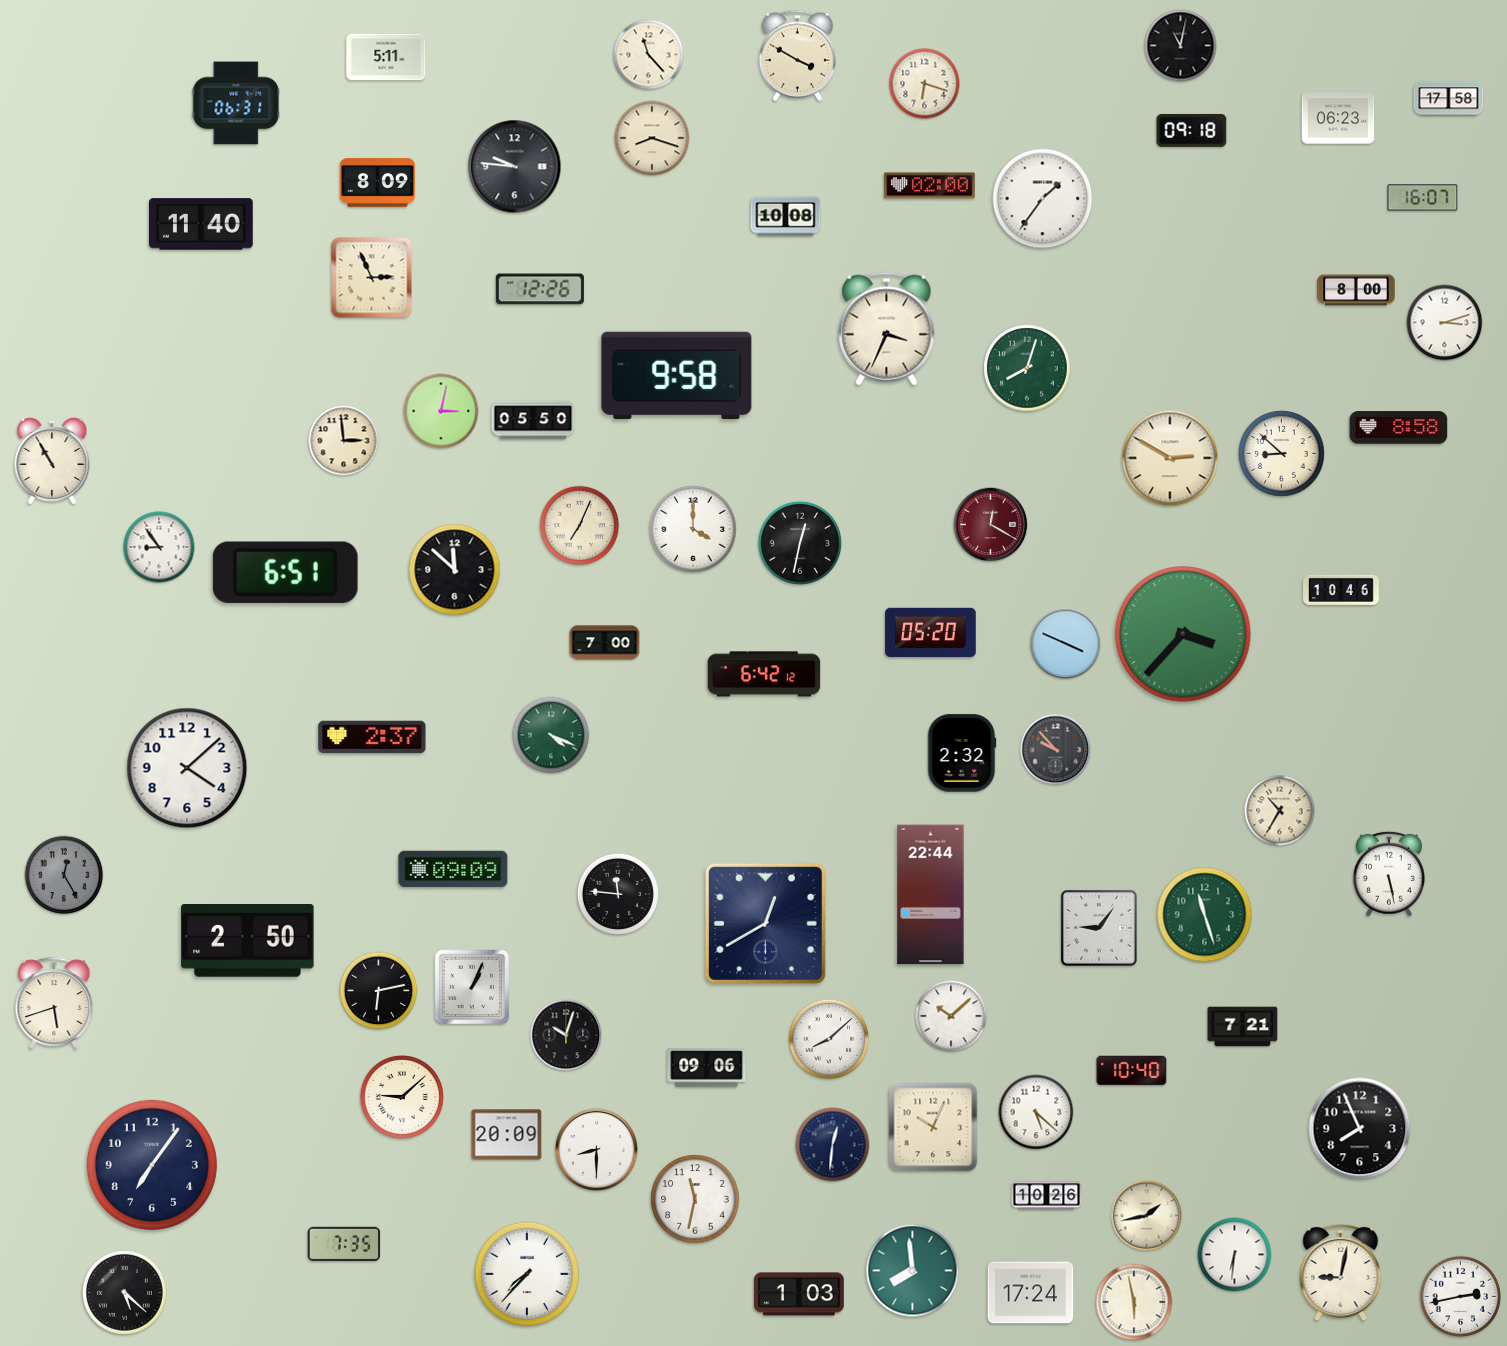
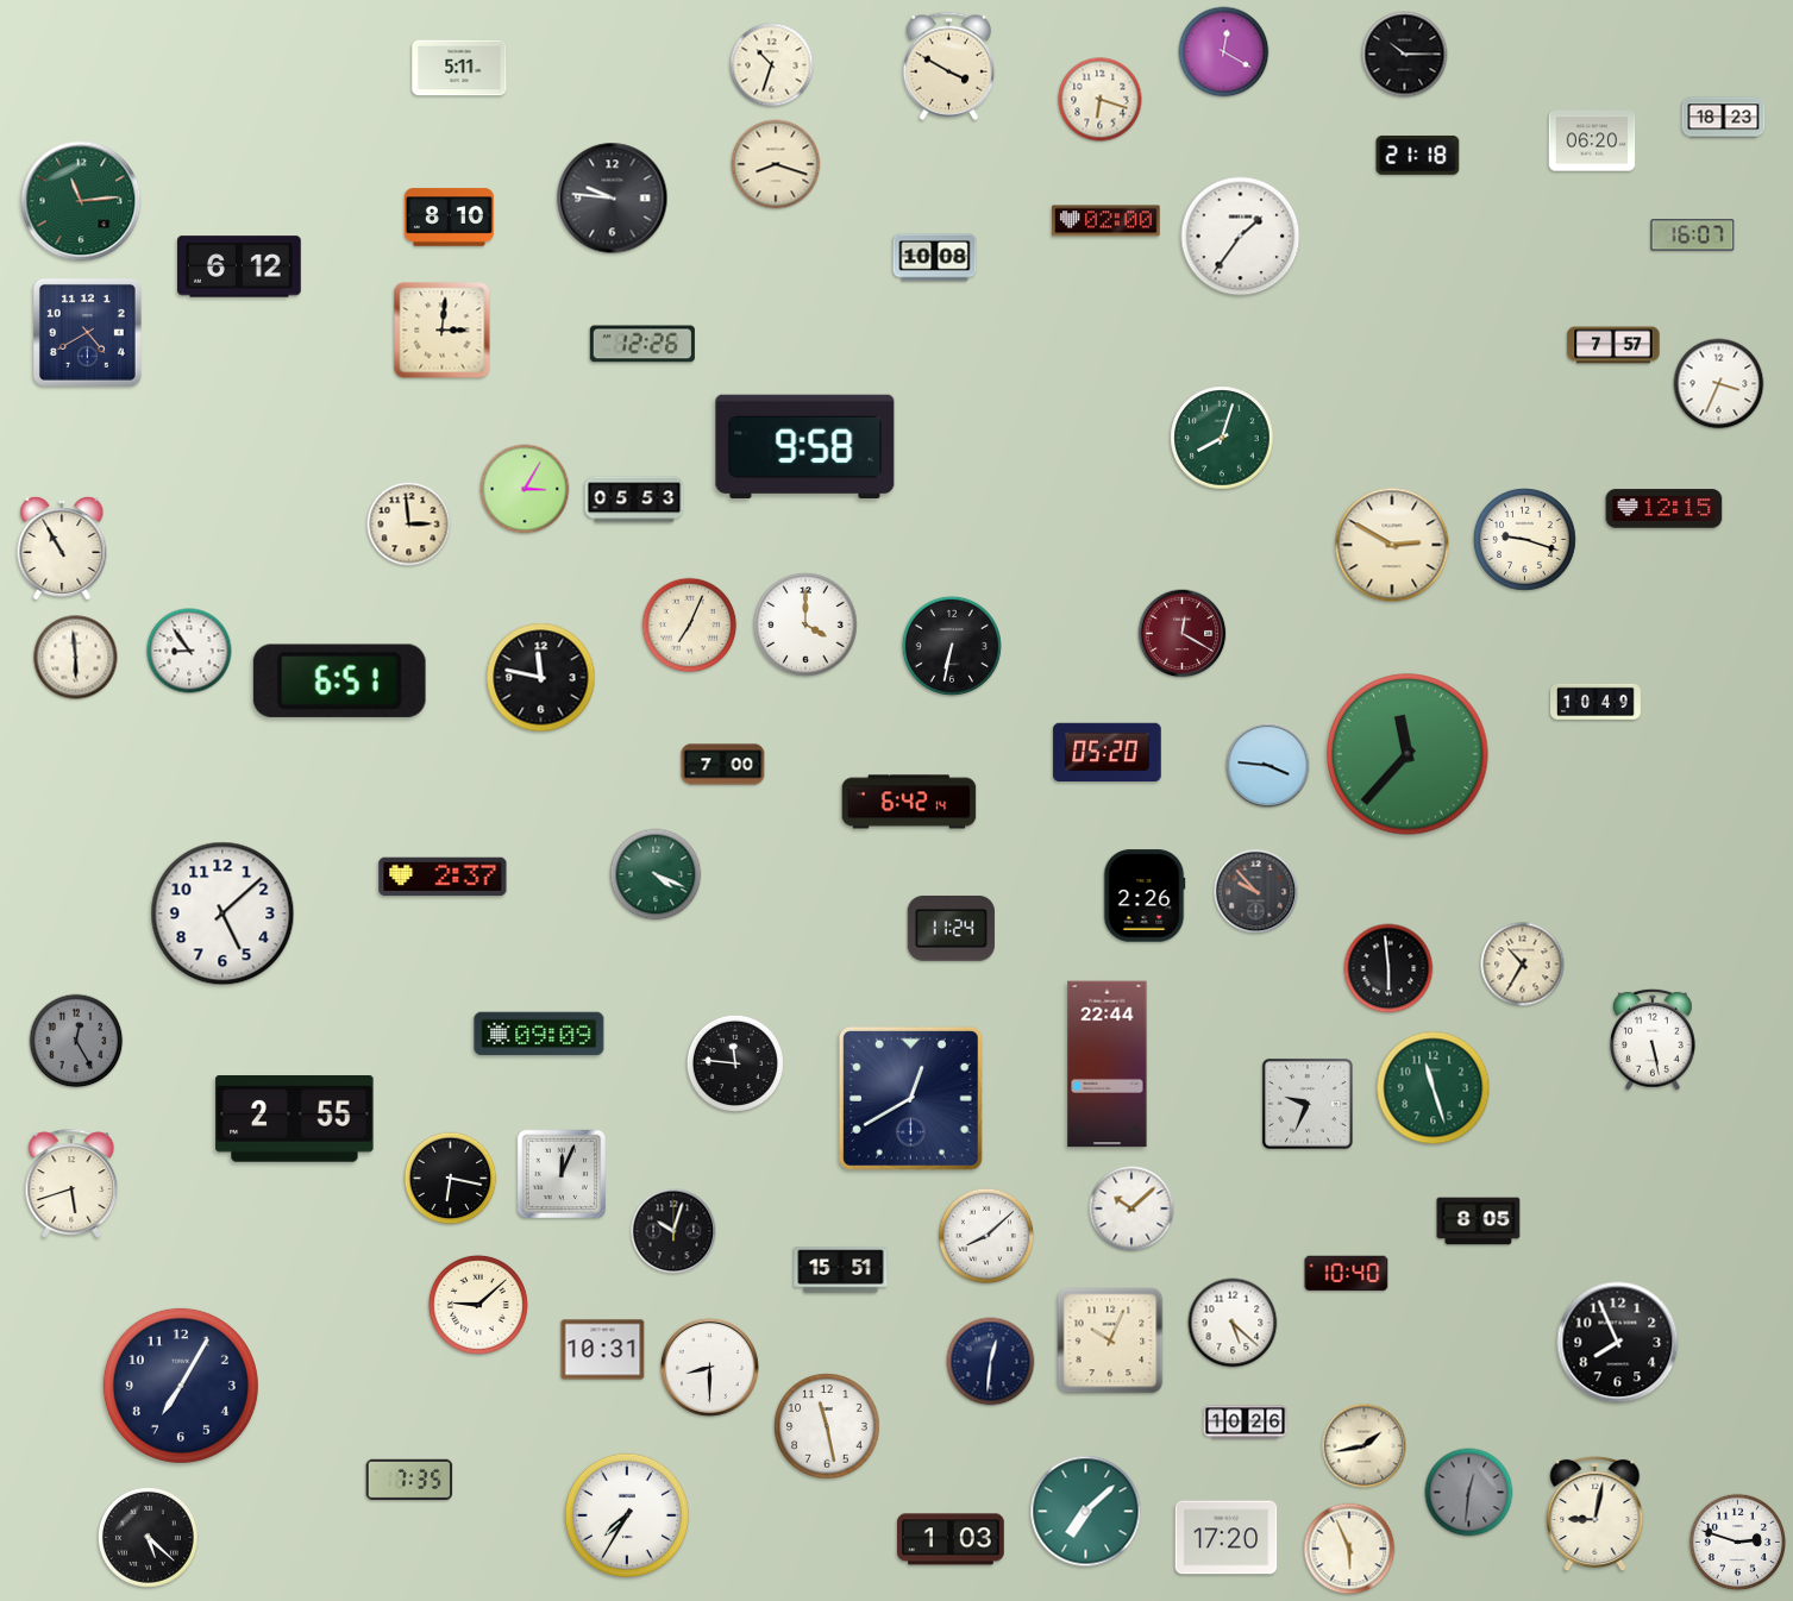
clock at (1224, 52): none -> 12:20
clock at (1181, 46): 11:02 -> 10:15
clock at (649, 55): 11:23 -> 10:33
clock at (1449, 99): 17:58 -> 18:23
clock at (236, 103): 06:31 -> none
clock at (1338, 118): 06:23 -> 06:20
clock at (1192, 130): 09:18 -> 21:18
clock at (81, 201): none -> 11:14
clock at (377, 183): 8:09 -> 8:10
clock at (201, 224): 11:40 -> 6:12
clock at (372, 278): 2:56 -> 3:01
clock at (87, 332): none -> 4:40
clock at (1356, 290): 8:00 -> 7:57
clock at (1445, 323): 3:12 -> 3:34
clock at (887, 329): 3:34 -> none
clock at (441, 411): 3:02 -> 3:05
clock at (533, 420): 05:50 -> 05:53
clock at (1399, 428): 8:58 -> 12:15
clock at (1282, 454): 8:52 -> 9:18
clock at (991, 525) position: (991, 525) -> (1183, 634)
clock at (693, 529) position: (693, 529) -> (805, 624)
clock at (800, 543): 12:32 -> 6:32
clock at (76, 658): none -> 5:59
clock at (455, 570): 11:52 -> 11:47
clock at (1342, 590): 10:46 -> 10:49
clock at (1183, 634): 3:37 -> 11:37
clock at (605, 643) position: (605, 643) -> (723, 765)
clock at (1066, 644): 3:49 -> 3:46
clock at (764, 674): 6:42:12 -> 6:42:14
clock at (962, 753): 2:32 -> 2:26
clock at (187, 768): 4:08 -> 5:08
clock at (951, 928): none -> 11:24
clock at (1388, 968): none -> 5:59
clock at (1099, 928): 9:06 -> 9:34
clock at (248, 941): 2:50 -> 2:55
clock at (472, 987): 1:04 -> 12:04
clock at (379, 991): 6:13 -> 6:17
clock at (54, 1003) position: (54, 1003) -> (71, 1184)
clock at (1243, 1027): 7:21 -> 8:05
clock at (707, 1068): 09:06 -> 15:51
clock at (507, 1135): 20:09 -> 10:31
clock at (152, 1165): 7:06 -> 7:05
clock at (695, 1199): 11:32 -> 11:28
clock at (1235, 1255): 6:31 -> 12:31
clock at (1235, 1255) dial: white -> grey
clock at (913, 1271): 7:59 -> 7:08
clock at (526, 1273): 7:37 -> 7:35
clock at (1031, 1293): 17:24 -> 17:20
clock at (1461, 1297): 2:43 -> 2:48
clock at (1134, 1302): 5:58 -> 5:56
